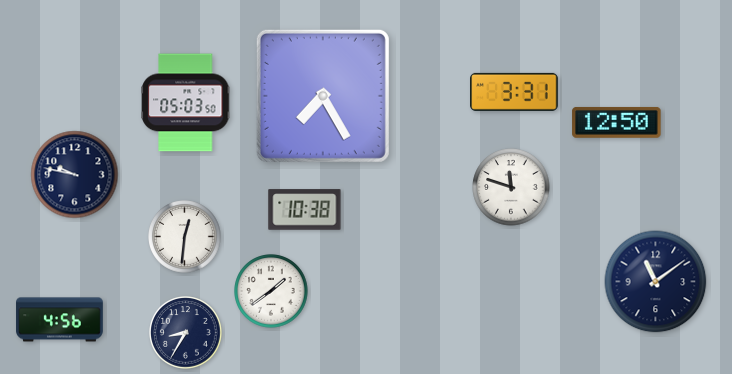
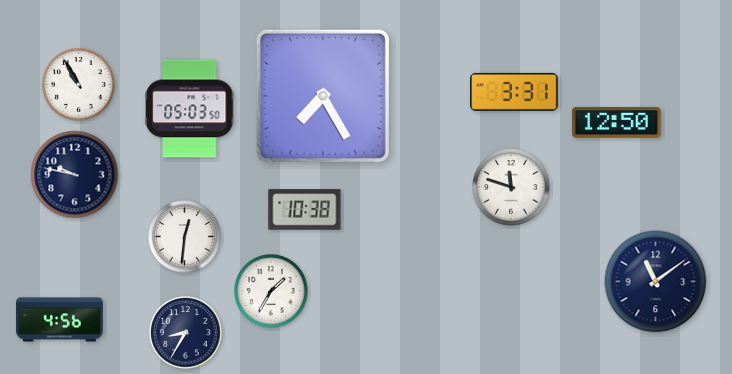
clock at (79, 85): none -> 10:55
clock at (186, 103) position: (186, 103) -> (190, 109)
clock at (271, 291): 1:39 -> 1:35
